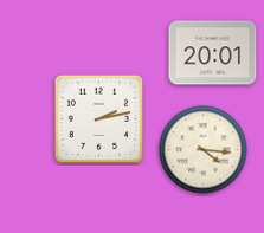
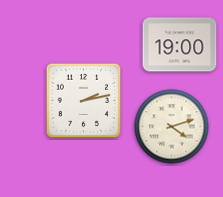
clock at (213, 53): 20:01 -> 19:00
clock at (204, 150): 4:16 -> 4:12
